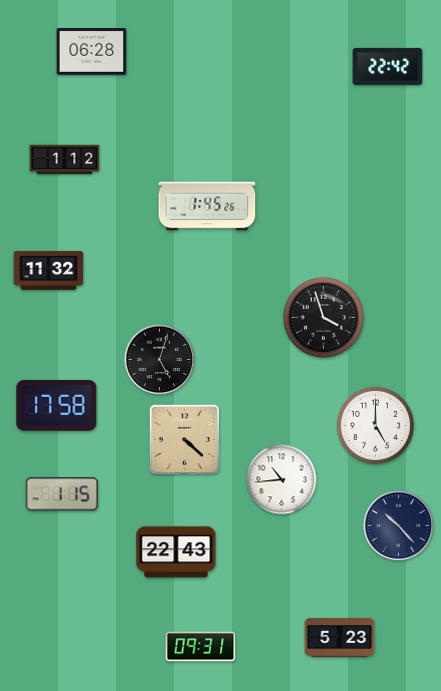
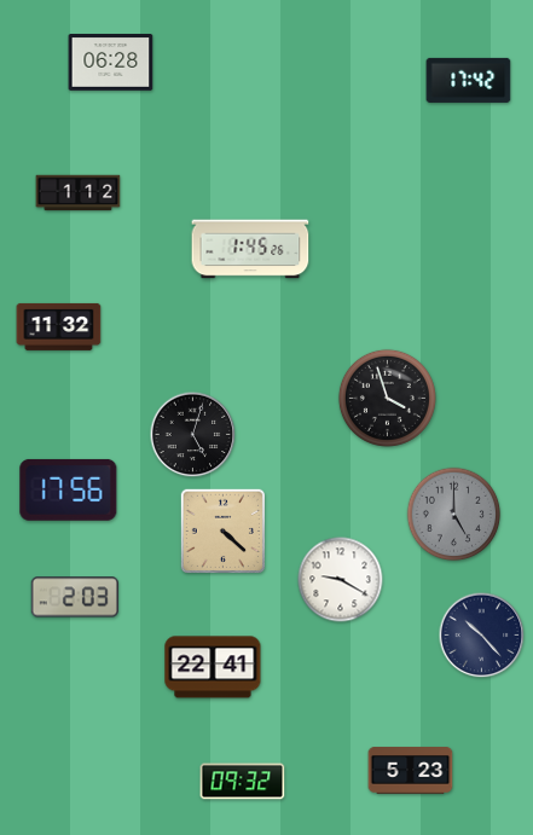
clock at (388, 66): 22:42 -> 17:42
clock at (323, 317) position: (323, 317) -> (387, 398)
clock at (57, 405): 17:58 -> 17:56
clock at (376, 426) dial: white -> grey
clock at (282, 480): 10:44 -> 9:20
clock at (62, 494): 1:15 -> 2:03
clock at (176, 552): 22:43 -> 22:41
clock at (201, 647): 09:31 -> 09:32
